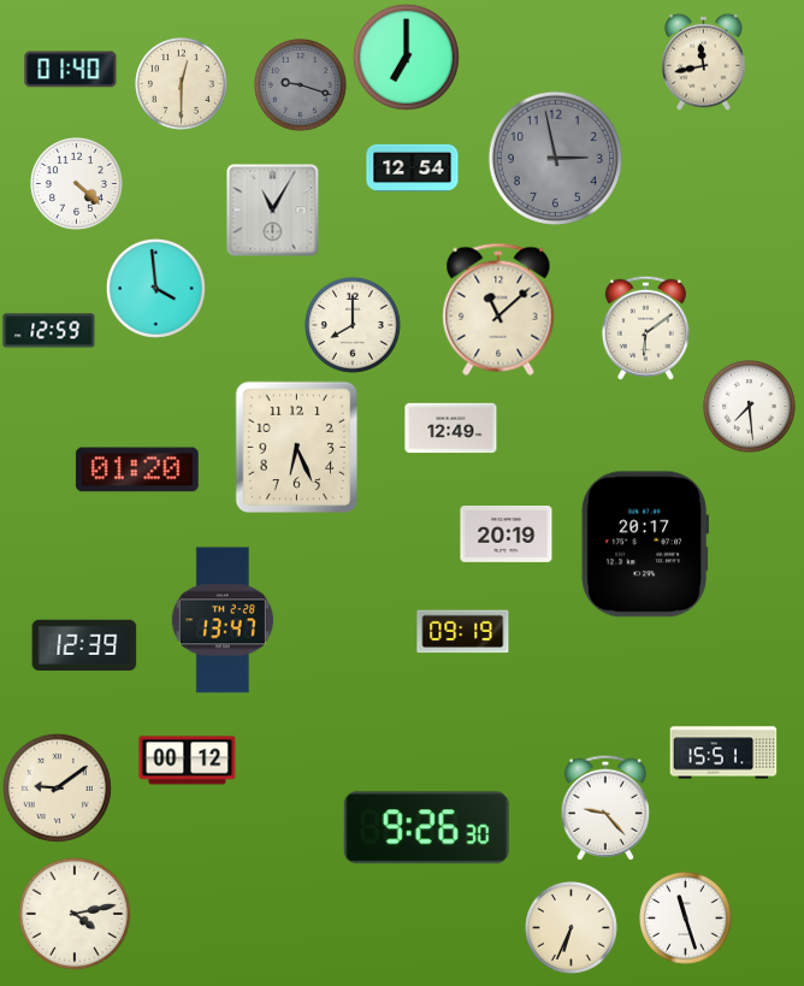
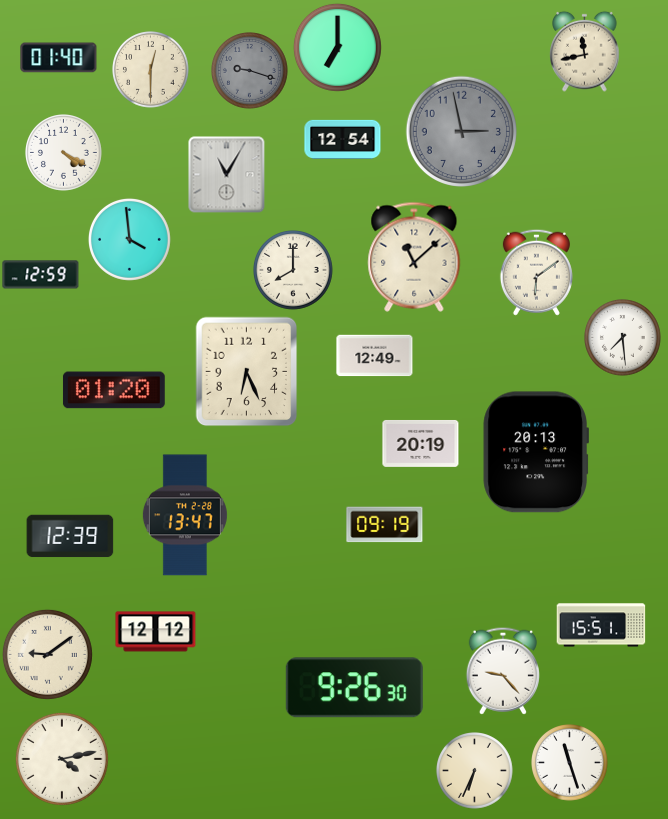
clock at (77, 184): 4:22 -> 4:20
clock at (644, 544): 20:17 -> 20:13
clock at (188, 761): 00:12 -> 12:12
